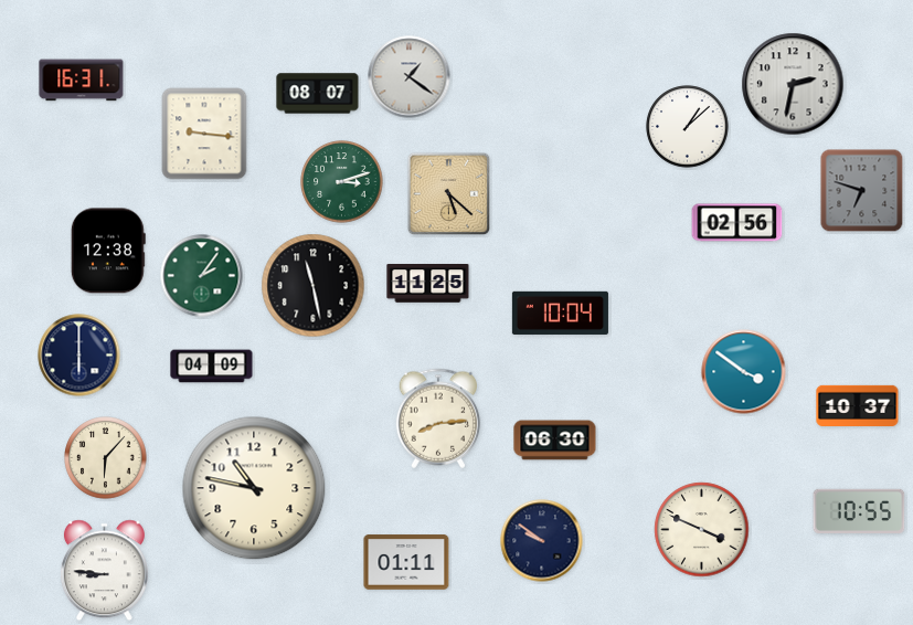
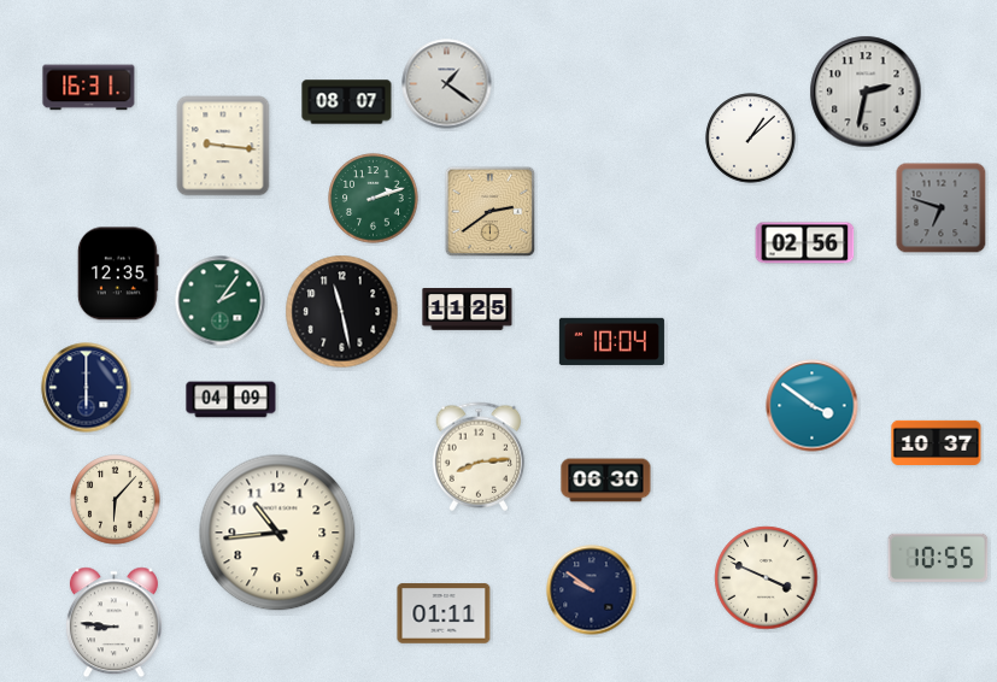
clock at (342, 182): 3:12 -> 2:12
clock at (449, 194): 5:22 -> 2:39
clock at (108, 251): 12:38 -> 12:35
clock at (254, 488): 10:47 -> 10:44
